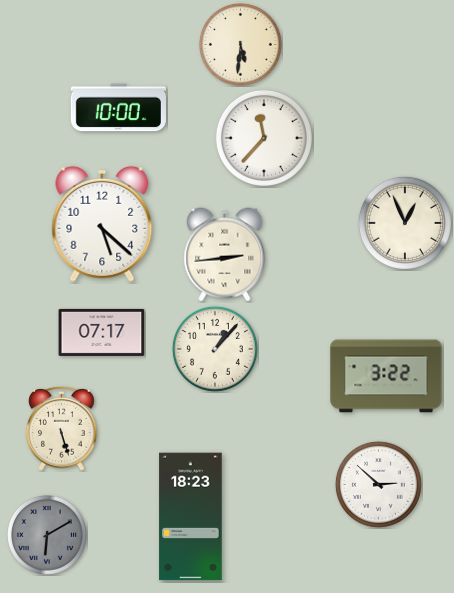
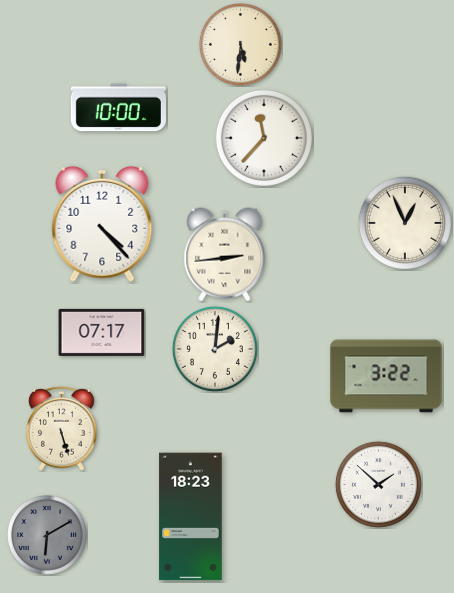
clock at (102, 224): 5:22 -> 4:23
clock at (215, 349): 1:07 -> 2:01
clock at (378, 484): 2:52 -> 1:52
